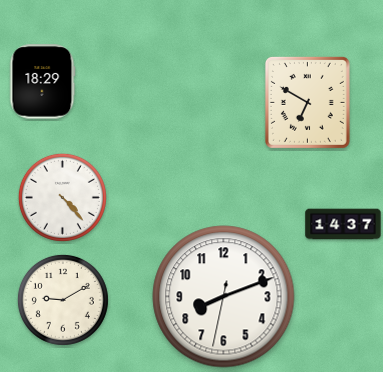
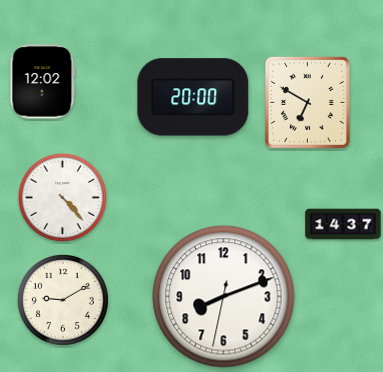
clock at (43, 82): 18:29 -> 12:02
clock at (193, 97): none -> 20:00
